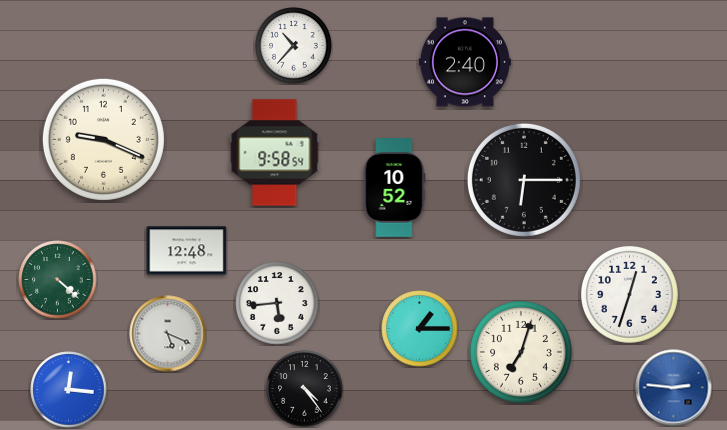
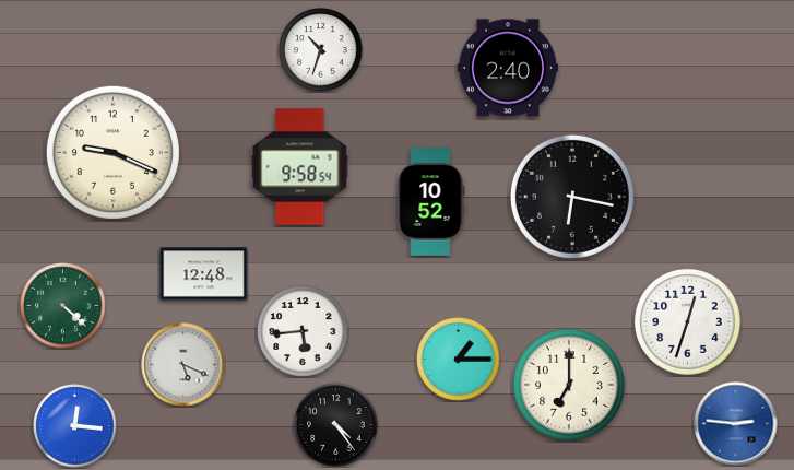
clock at (294, 46): 10:37 -> 10:33
clock at (524, 180): 6:15 -> 6:17
clock at (395, 188) position: (395, 188) -> (431, 202)
clock at (521, 352): 7:03 -> 7:00
clock at (305, 389) position: (305, 389) -> (336, 425)
